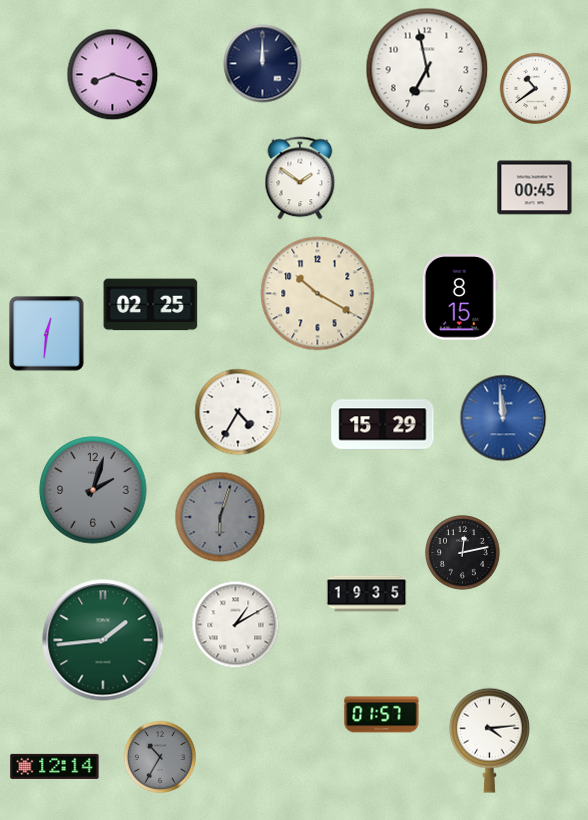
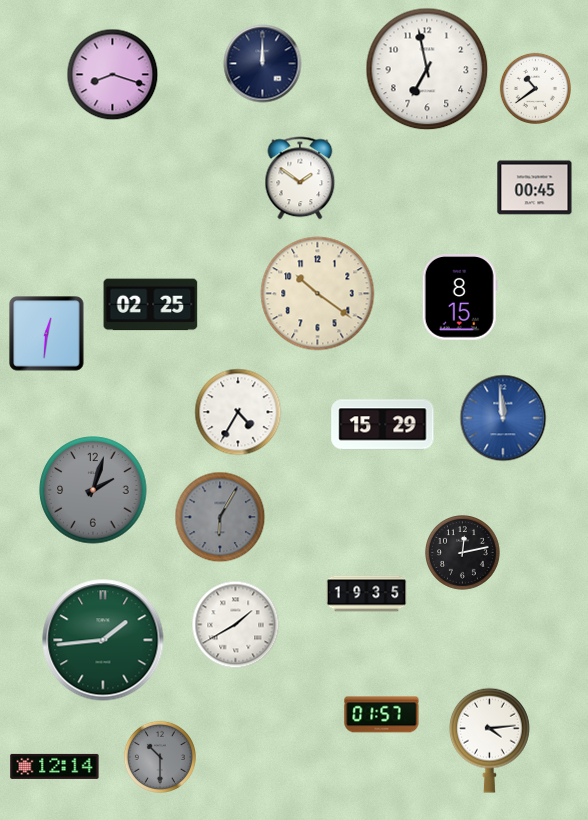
clock at (318, 294): 10:20 -> 10:21
clock at (220, 517): 6:03 -> 6:05
clock at (236, 625): 1:10 -> 1:40
clock at (160, 757): 10:35 -> 10:30
